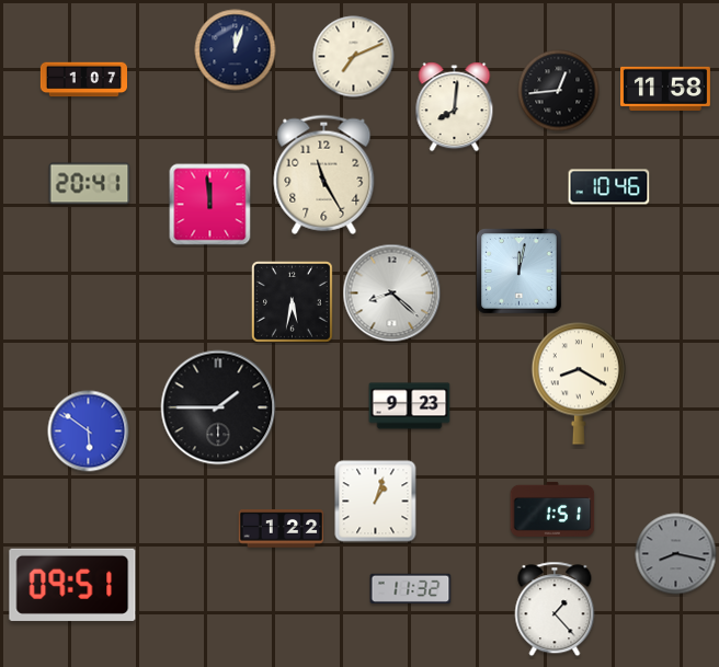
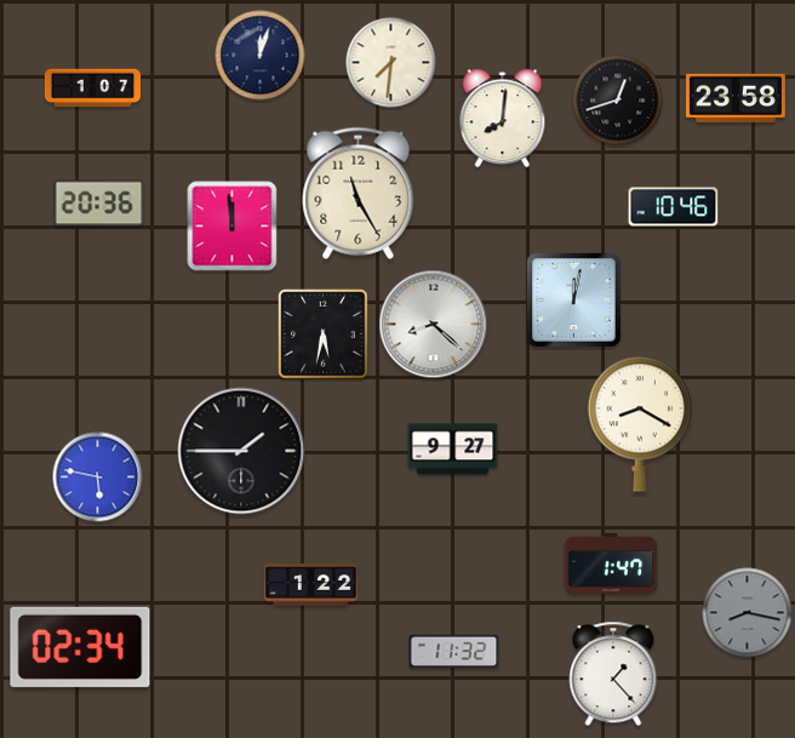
clock at (354, 57): 7:11 -> 7:31
clock at (665, 89): 11:58 -> 23:58
clock at (559, 91): 12:44 -> 12:42
clock at (90, 184): 20:41 -> 20:36
clock at (410, 406): 9:23 -> 9:27
clock at (89, 432): 5:51 -> 5:47
clock at (376, 502): 1:03 -> none
clock at (552, 509): 1:51 -> 1:47
clock at (72, 585): 09:51 -> 02:34
